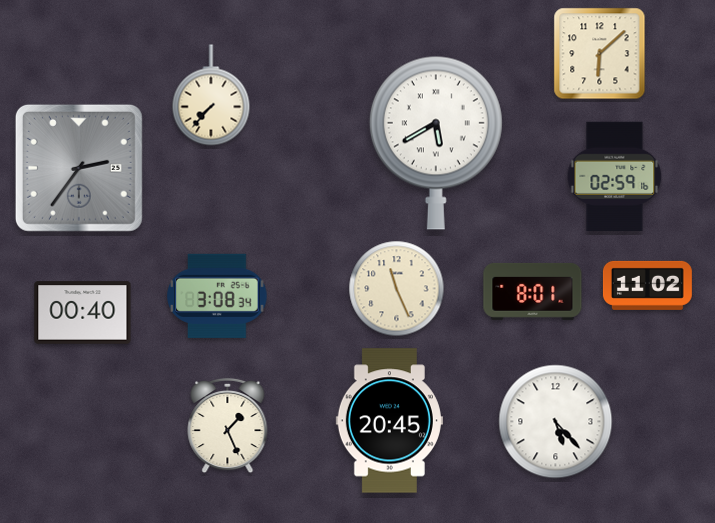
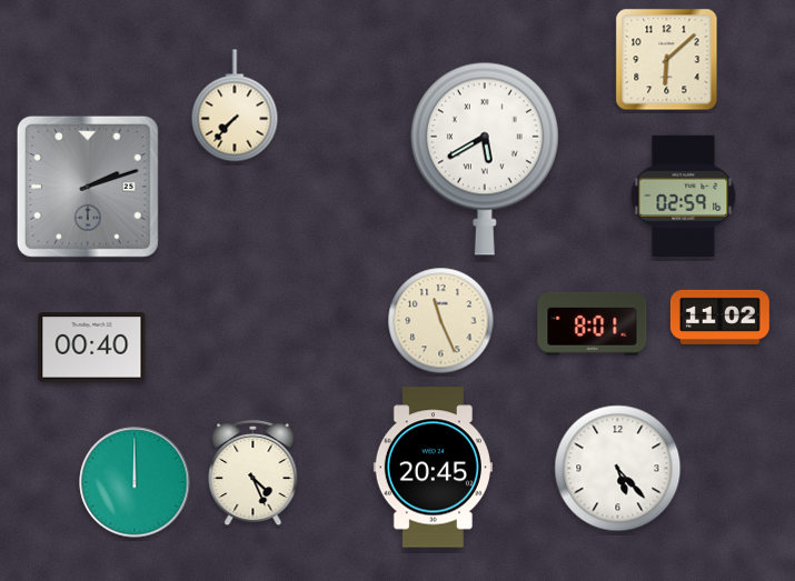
clock at (79, 168): 2:36 -> 2:12
clock at (217, 296): 3:08 -> none
clock at (228, 426): 1:26 -> 4:26
clock at (135, 482): none -> 12:00
